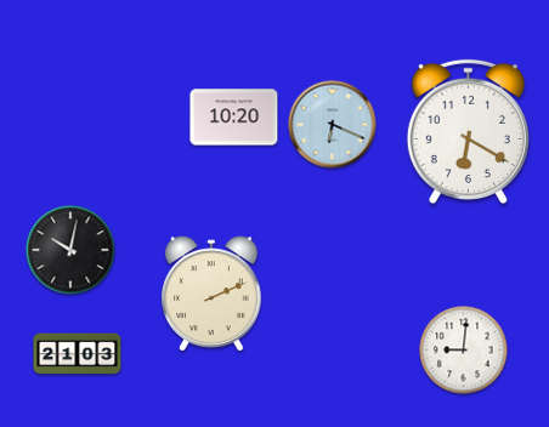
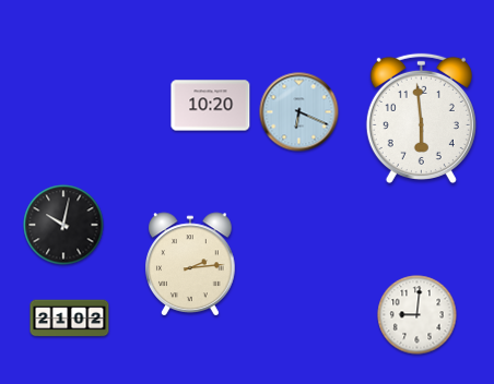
clock at (468, 131): 6:20 -> 5:59
clock at (213, 294): 2:11 -> 2:14
clock at (78, 354): 21:03 -> 21:02
